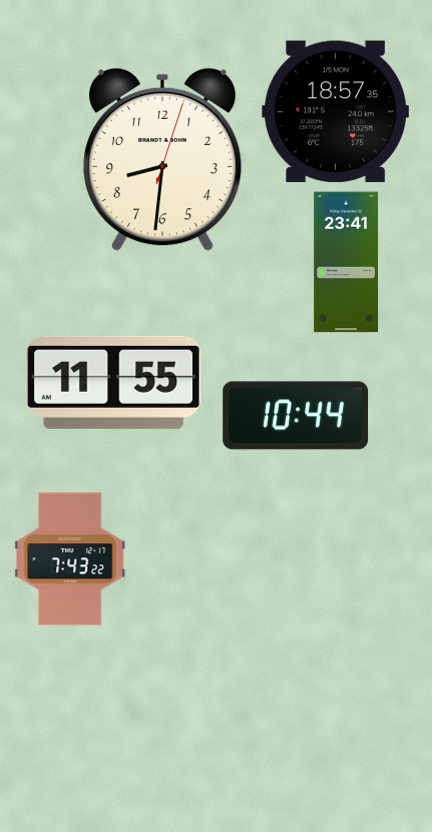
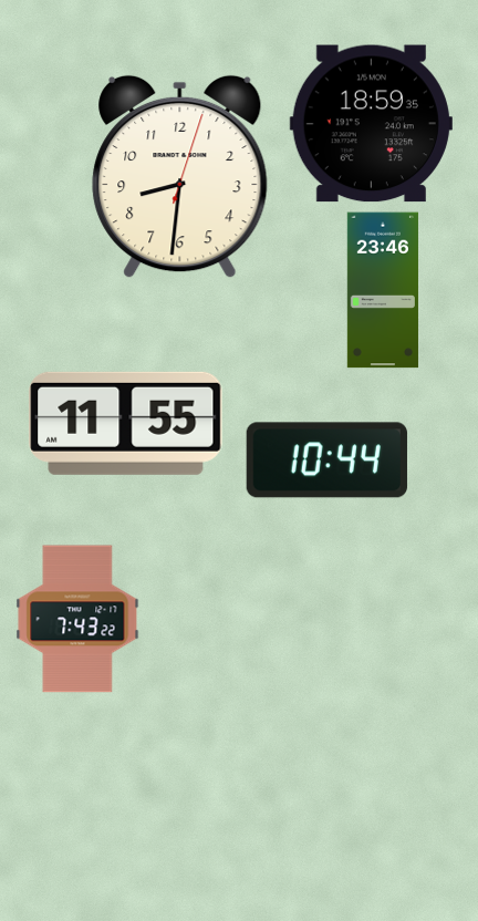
clock at (335, 112): 18:57 -> 18:59
clock at (346, 262): 23:41 -> 23:46
